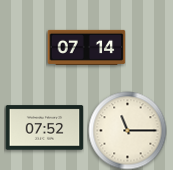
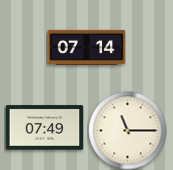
clock at (44, 128): 07:52 -> 07:49
